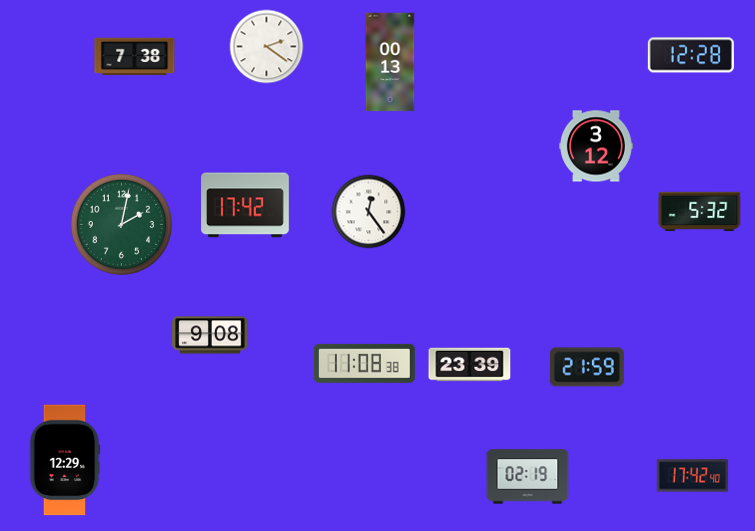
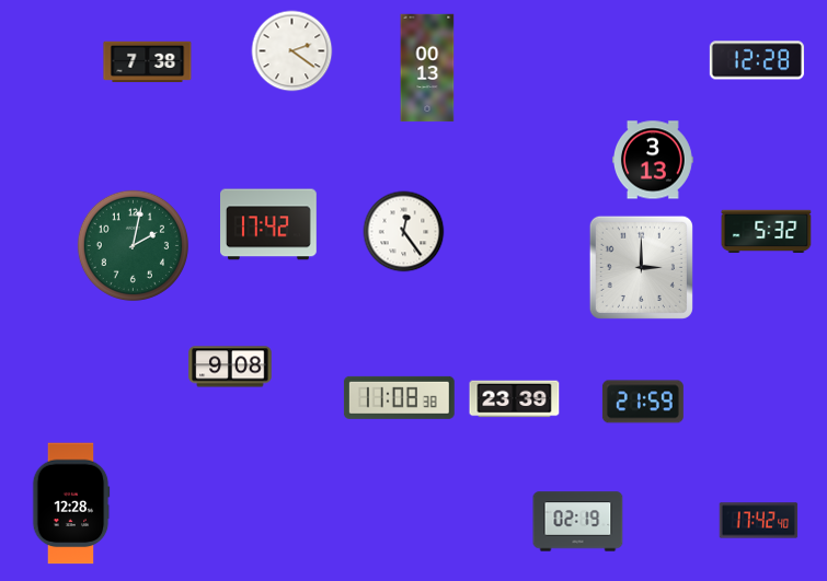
clock at (596, 146): 3:12 -> 3:13
clock at (641, 267): none -> 3:00
clock at (65, 460): 12:29 -> 12:28
